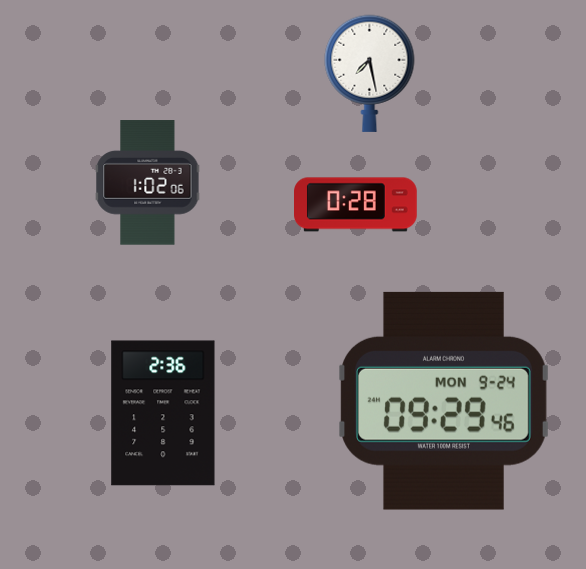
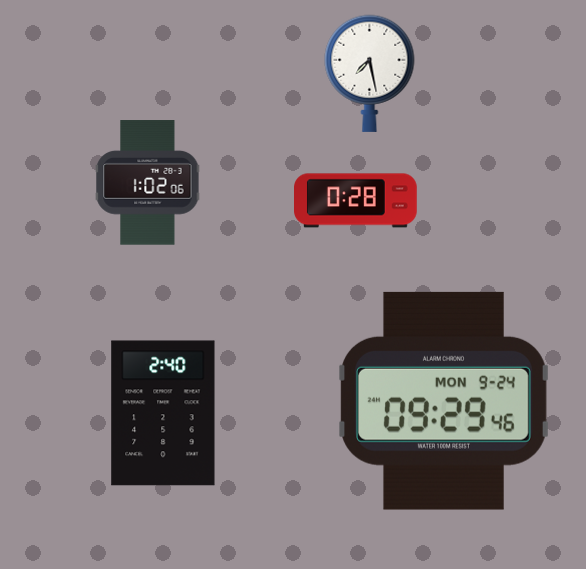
clock at (356, 205) position: (356, 205) -> (356, 201)
clock at (163, 413): 2:36 -> 2:40
